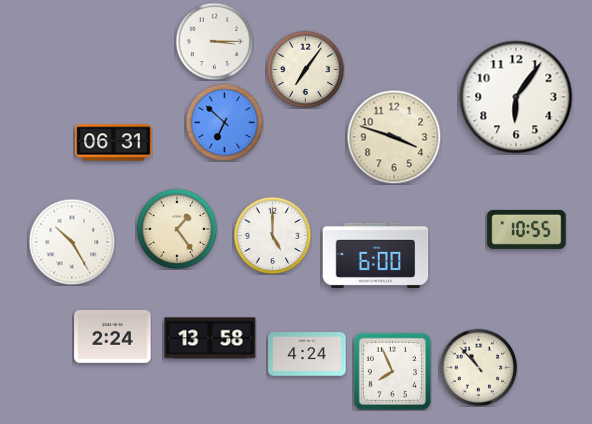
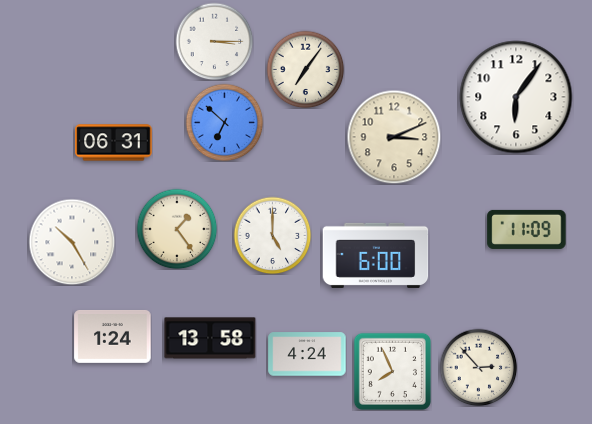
clock at (394, 137): 3:48 -> 3:11
clock at (527, 229): 10:55 -> 11:09
clock at (113, 336): 2:24 -> 1:24
clock at (478, 367): 10:53 -> 2:53
